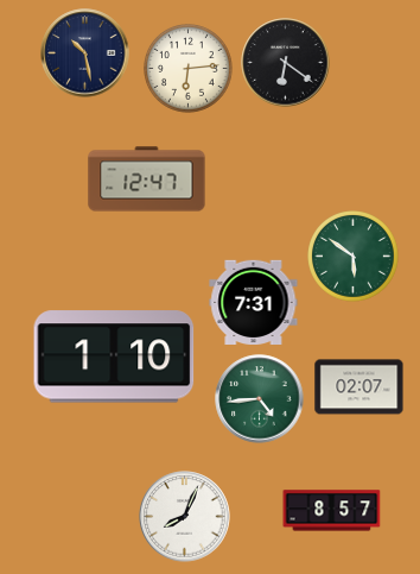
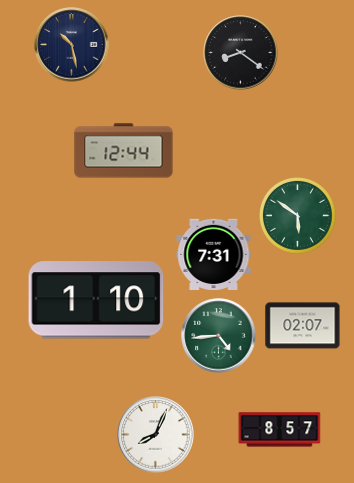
clock at (286, 63): 6:21 -> 8:21
clock at (189, 69): 6:14 -> none
clock at (147, 179): 12:47 -> 12:44
